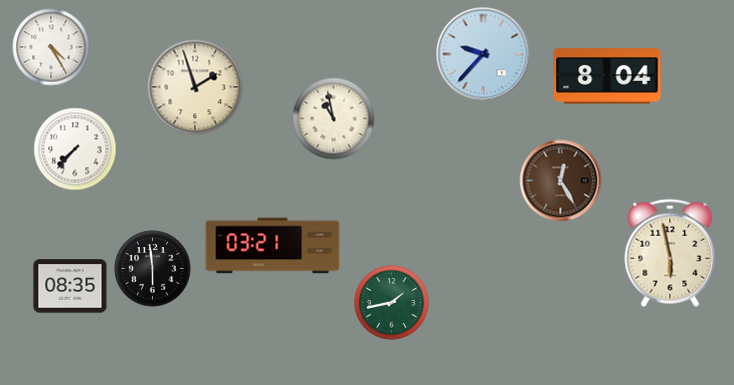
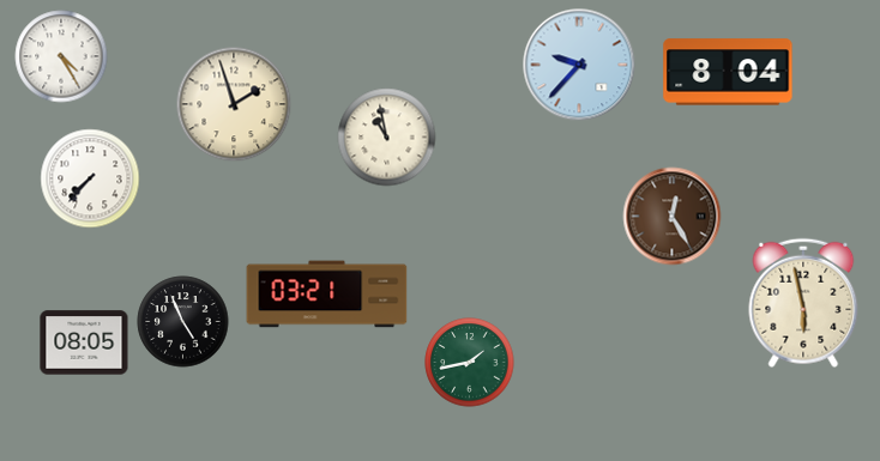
clock at (607, 76) position: (607, 76) -> (728, 72)
clock at (334, 119) position: (334, 119) -> (387, 138)
clock at (153, 269): 5:59 -> 4:56
clock at (70, 286): 08:35 -> 08:05
